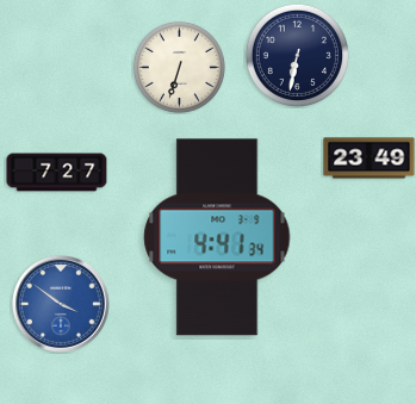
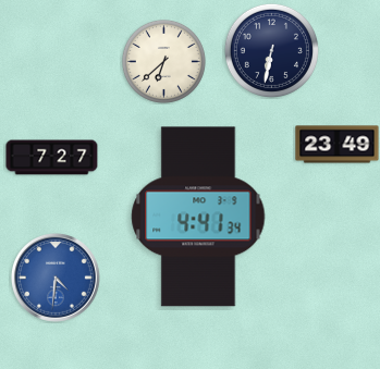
clock at (179, 67): 6:33 -> 6:38
clock at (61, 304): 3:51 -> 4:31
